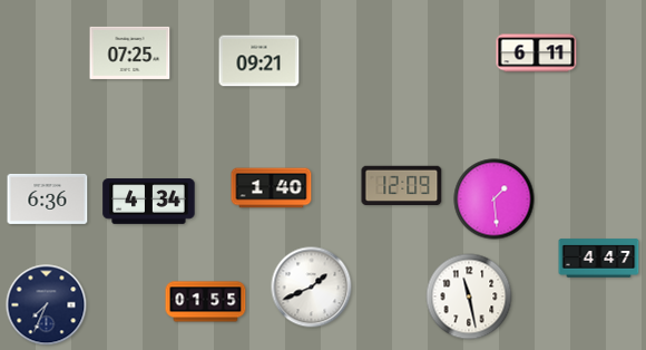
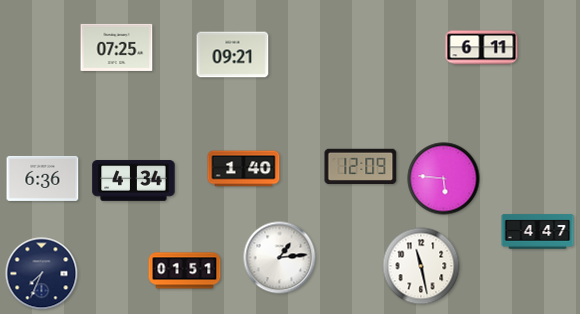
clock at (495, 200): 1:29 -> 5:46
clock at (312, 288): 1:41 -> 1:14
clock at (206, 302): 01:55 -> 01:51
